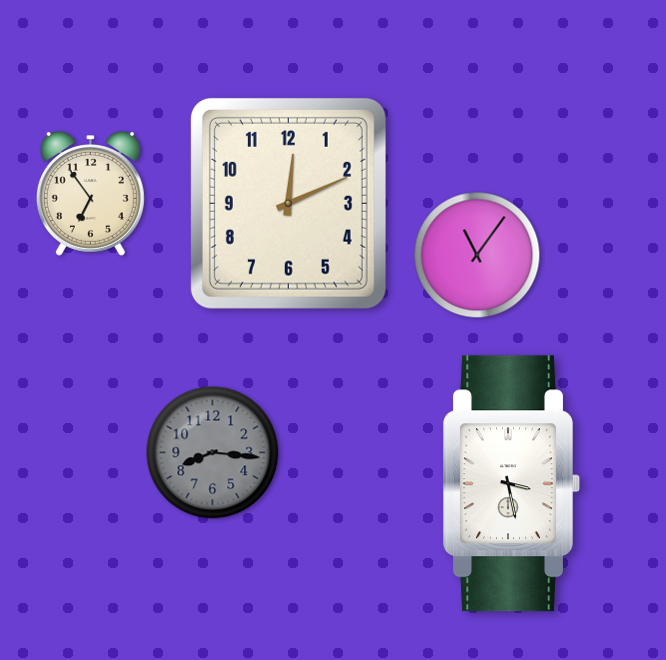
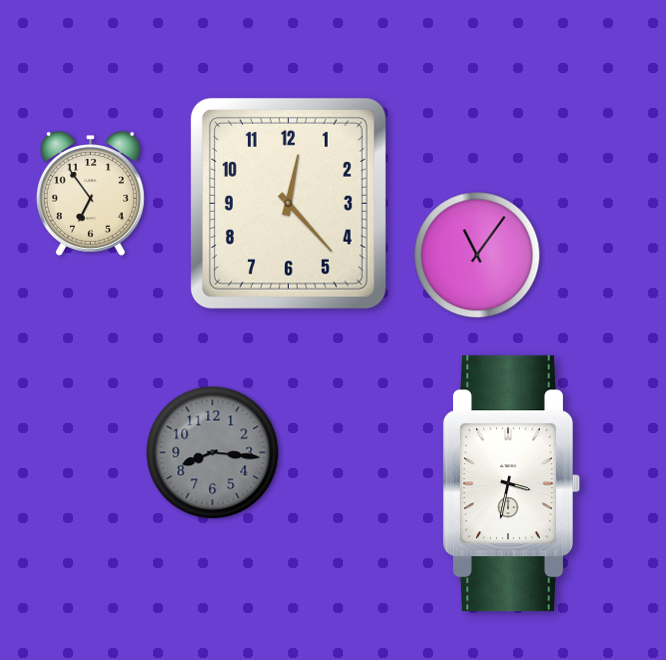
clock at (288, 203): 12:11 -> 12:23
clock at (512, 484): 3:28 -> 3:32
